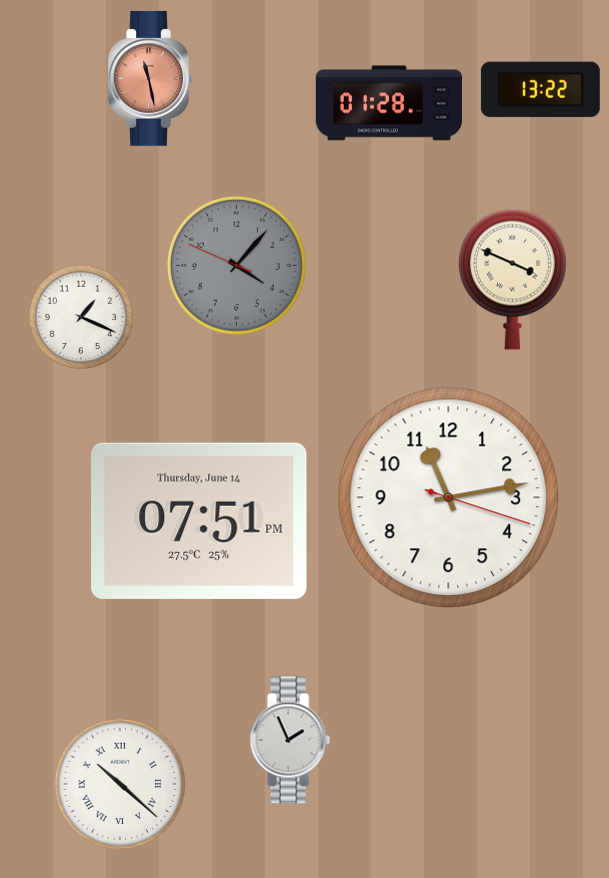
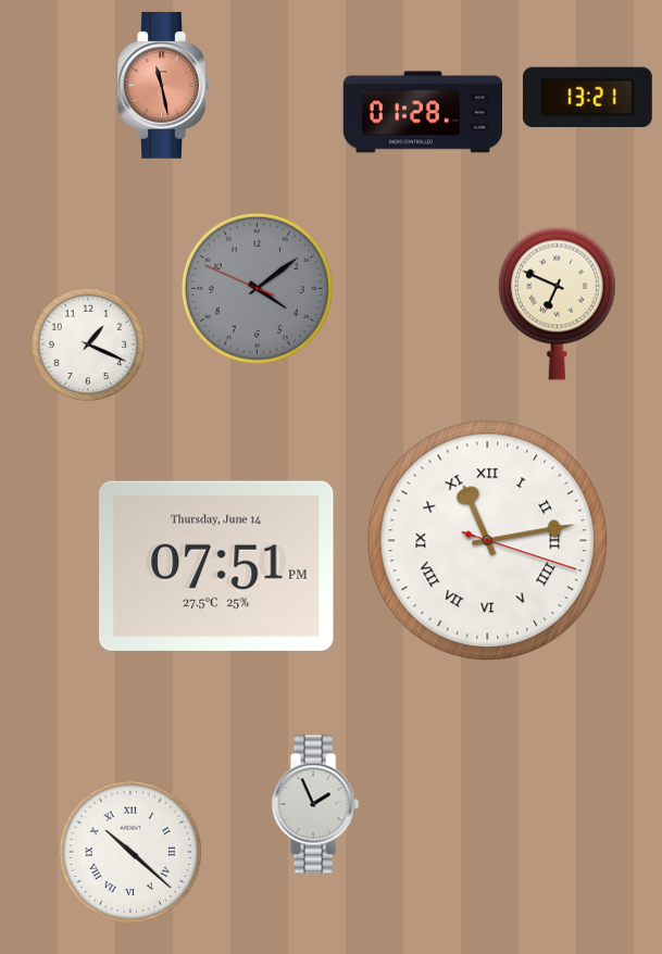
clock at (540, 89): 13:22 -> 13:21
clock at (236, 265): 4:06 -> 4:08
clock at (512, 279): 3:49 -> 6:49
clock at (449, 498) numerals: Arabic -> Roman
